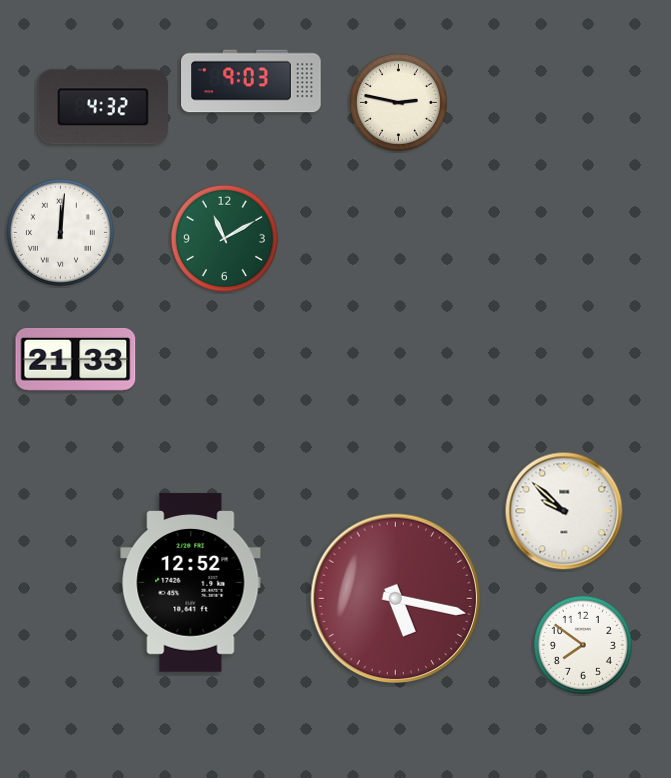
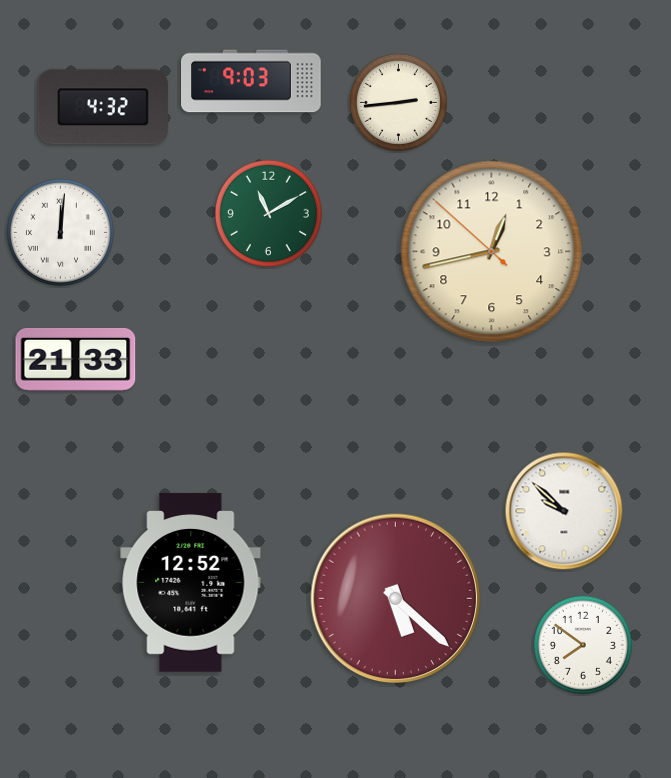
clock at (398, 102): 2:47 -> 2:44
clock at (224, 238) position: (224, 238) -> (268, 213)
clock at (492, 252): none -> 12:42
clock at (396, 599): 5:17 -> 5:22
